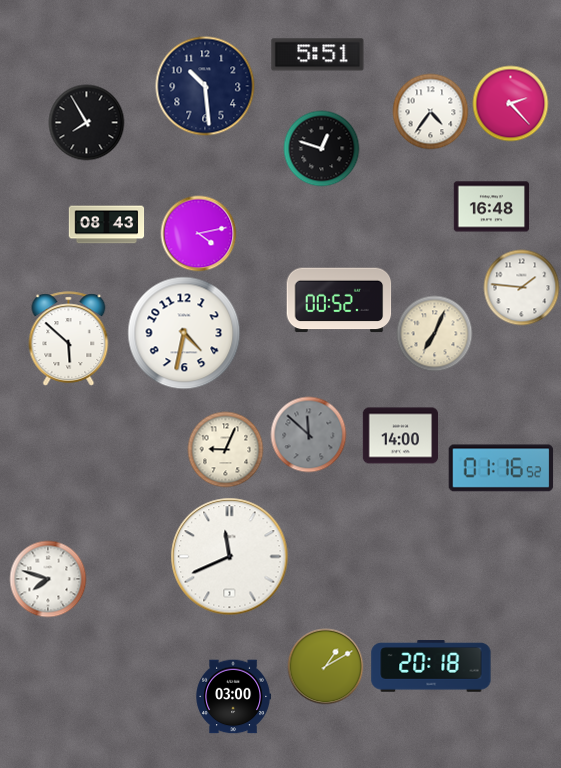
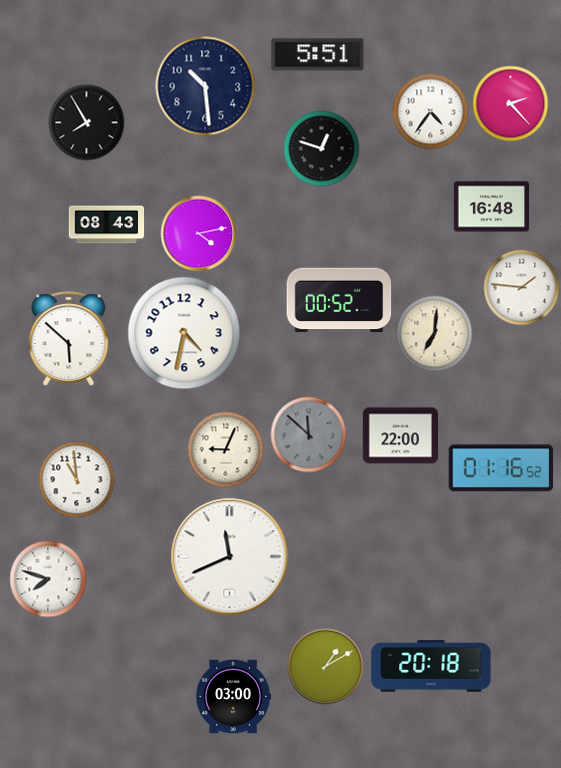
clock at (435, 334): 7:04 -> 7:01
clock at (401, 436): 14:00 -> 22:00
clock at (77, 480): none -> 10:59
